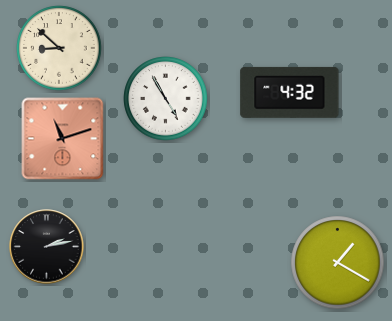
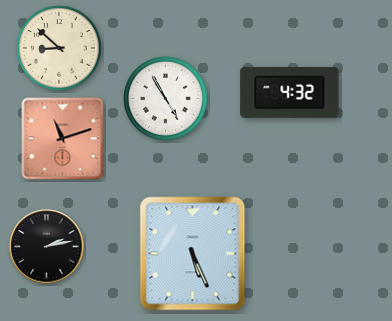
clock at (193, 254): none -> 5:26
clock at (338, 263): 1:20 -> none
